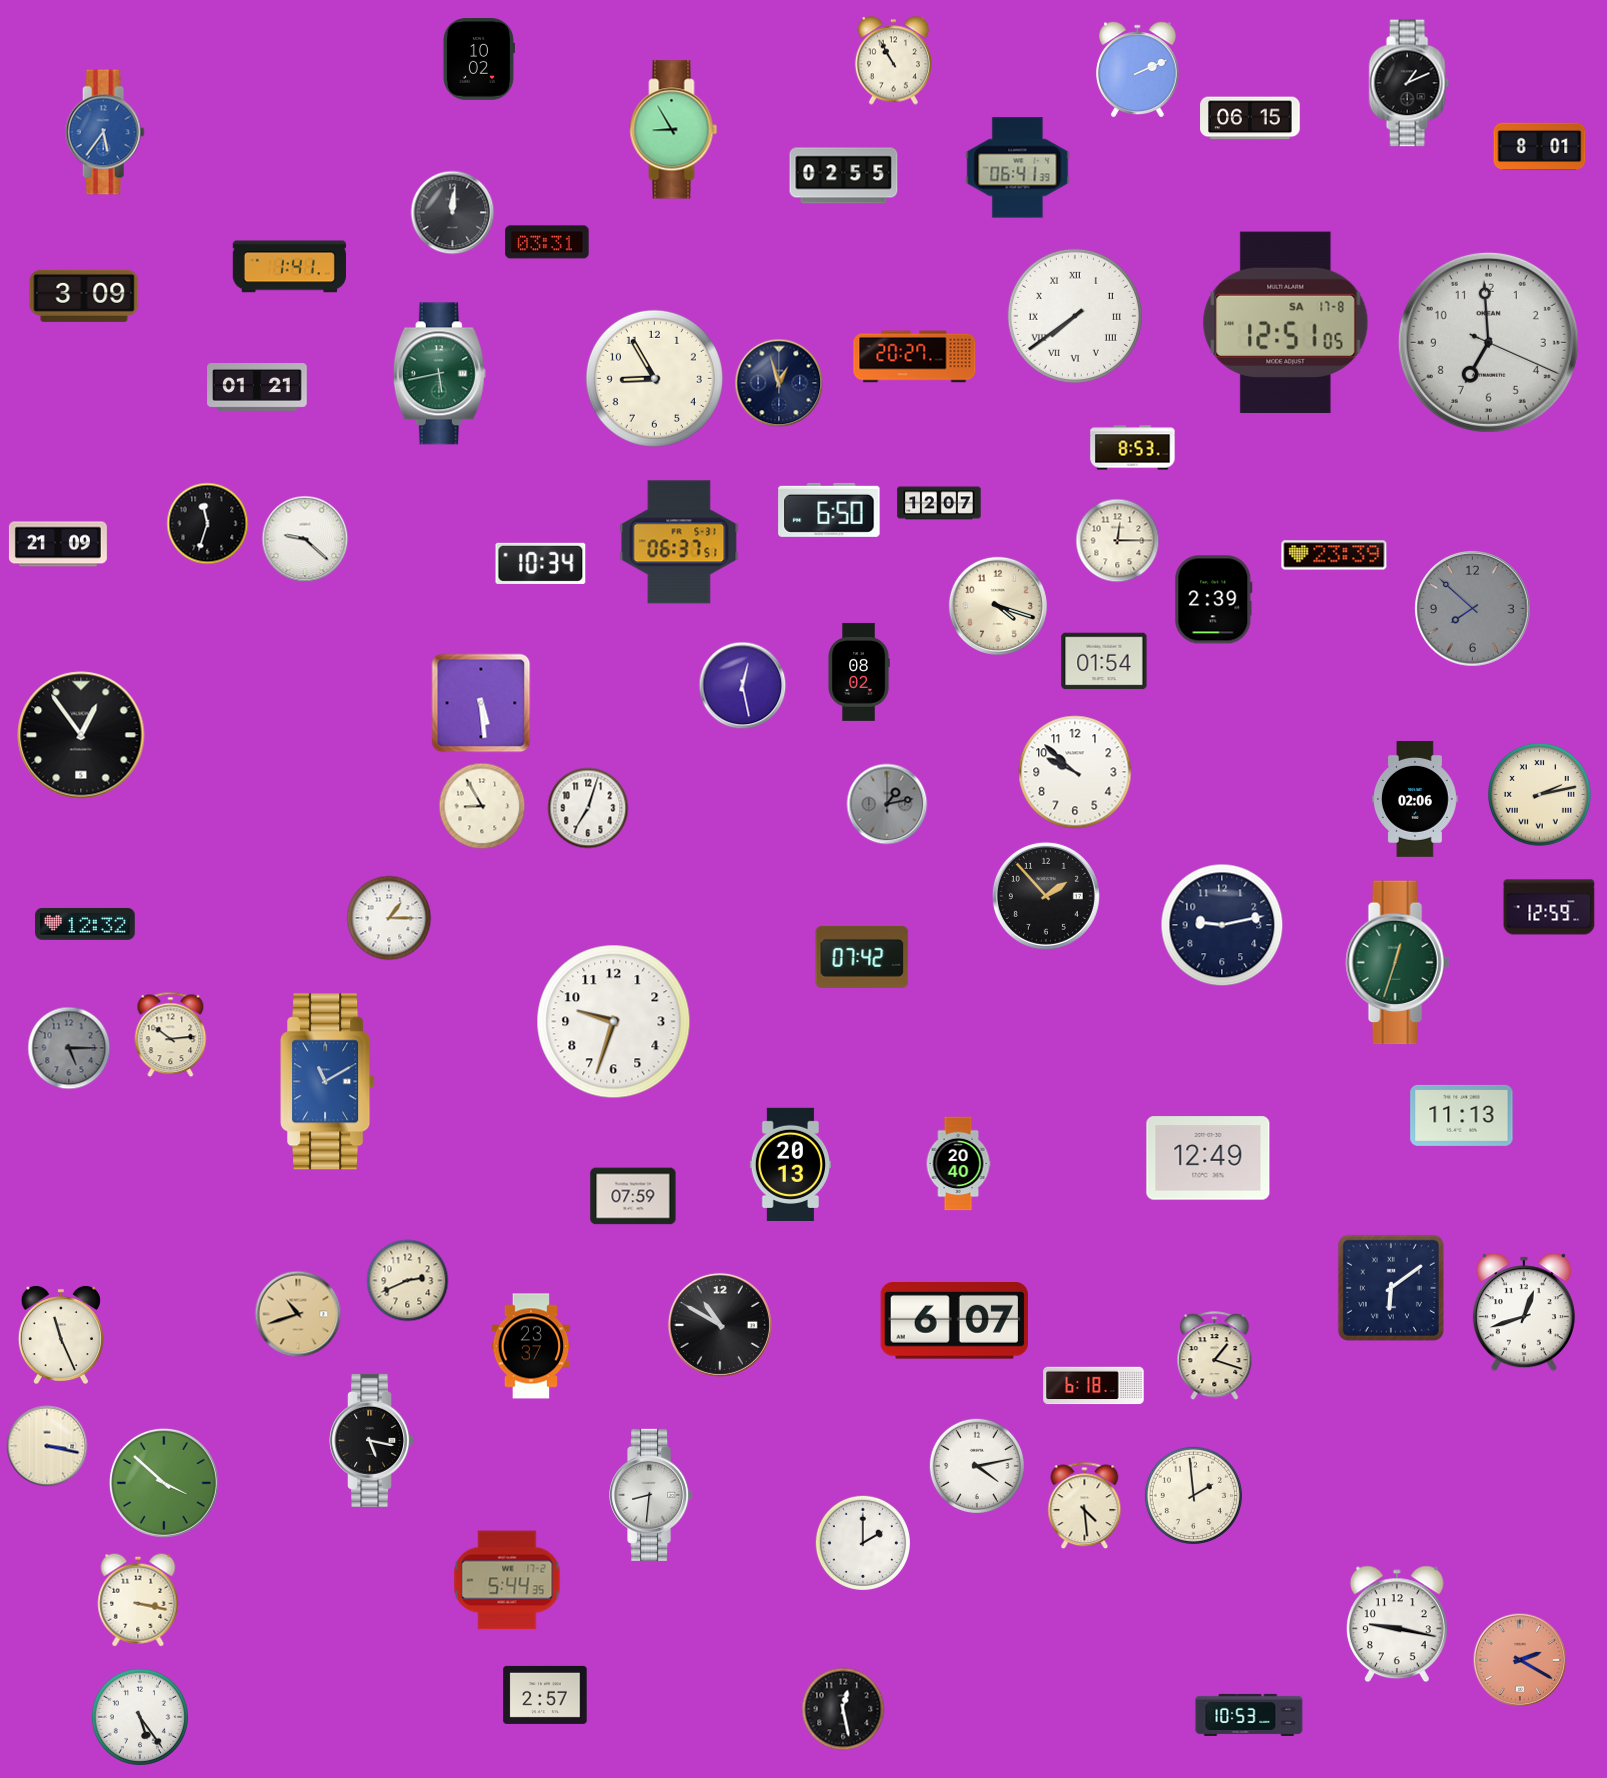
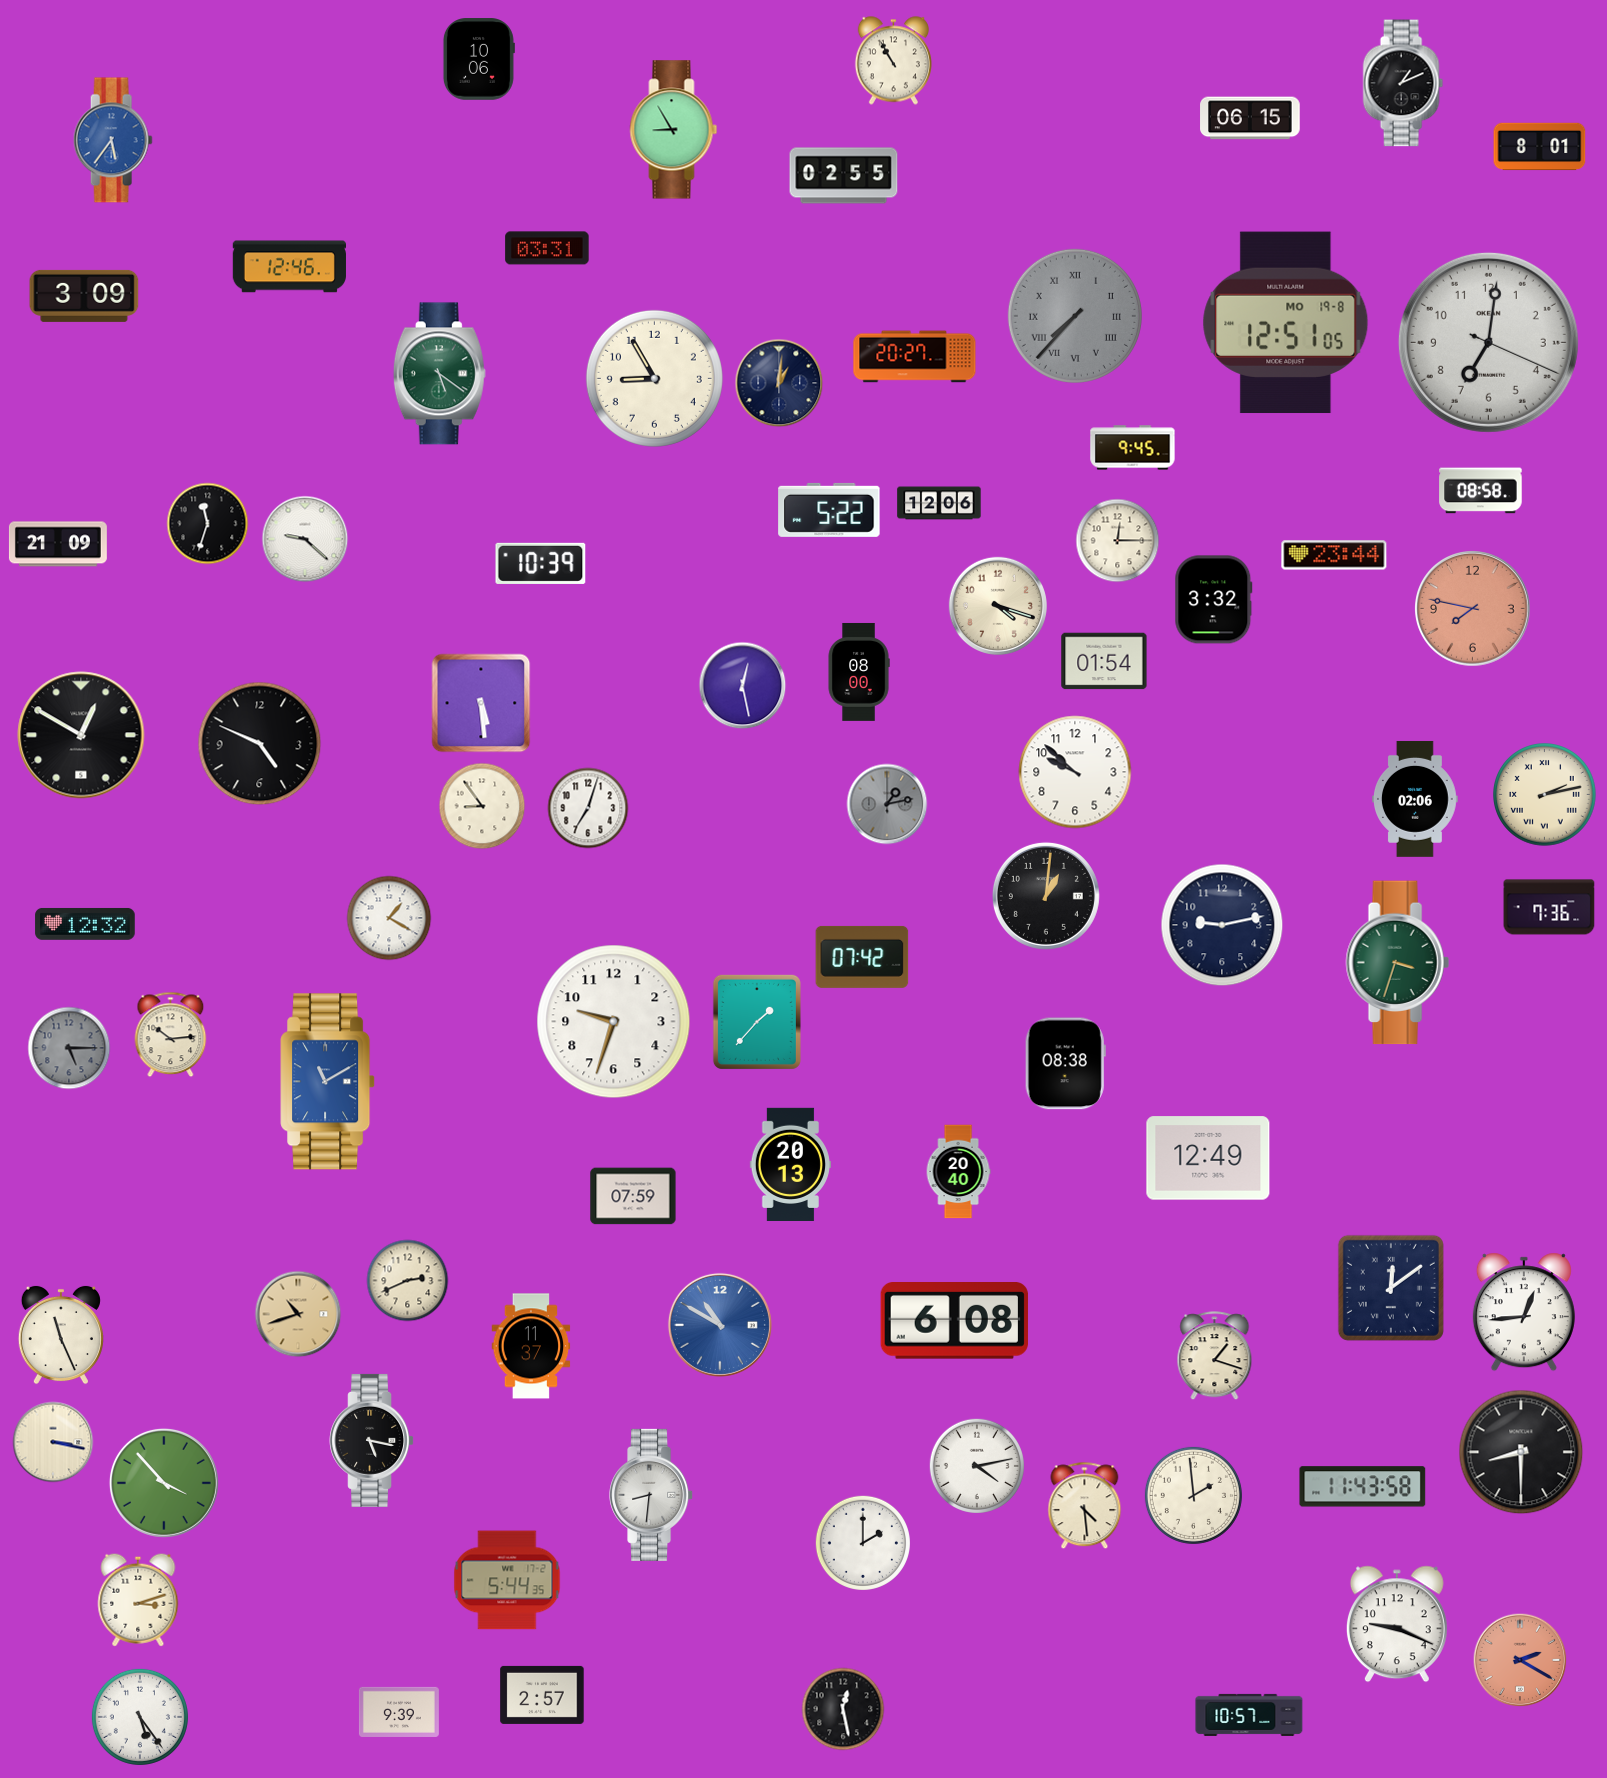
clock at (478, 59): 10:02 -> 10:06
clock at (1138, 70): 2:11 -> none
clock at (1409, 83) position: (1409, 83) -> (1403, 83)
clock at (105, 132) position: (105, 132) -> (113, 140)
clock at (1018, 168): 06:41 -> none
clock at (453, 213): 12:01 -> none
clock at (547, 242) position: (547, 242) -> (547, 248)
clock at (289, 267): 1:41 -> 12:46
clock at (1075, 316): 7:39 -> 7:37
clock at (1075, 316) dial: white -> grey
clock at (1286, 323) date: SA 17-8 -> MO 19-8
clock at (1488, 342): 6:59 -> 7:01
clock at (439, 374): 5:43 -> 5:21
clock at (779, 383): 12:57 -> 1:01
clock at (257, 388): 01:21 -> none
clock at (1133, 448): 8:53 -> 9:45
clock at (1481, 491): none -> 08:58
clock at (939, 503): 12:07 -> 12:06
clock at (829, 510): 6:50 -> 5:22
clock at (679, 542): 06:37 -> none
clock at (1334, 555): 23:39 -> 23:44
clock at (541, 563): 10:34 -> 10:39
clock at (1214, 600): 2:39 -> 3:32
clock at (1473, 609): 7:52 -> 7:47
clock at (1473, 609) dial: grey -> salmon
clock at (859, 672): 08:02 -> 08:00
clock at (81, 735): 12:54 -> 12:50
clock at (260, 744): none -> 4:49
clock at (1540, 795) position: (1540, 795) -> (1545, 795)
clock at (482, 806): 8:55 -> 8:54
clock at (1046, 896): 1:53 -> 1:01
clock at (1549, 907): 12:59 -> 7:36
clock at (389, 918): 1:15 -> 1:20
clock at (1397, 963): 12:33 -> 3:33
clock at (757, 1022): none -> 1:37
clock at (1065, 1064): none -> 08:38
clock at (1462, 1115): 11:13 -> none
clock at (958, 1164) position: (958, 1164) -> (958, 1172)
clock at (1391, 1288): 6:09 -> 12:09
clock at (1524, 1312): 12:42 -> 12:44
clock at (954, 1321): 6:07 -> 6:08
clock at (720, 1325) dial: black -> blue
clock at (531, 1346): 23:37 -> 11:37
clock at (1094, 1386): 6:18 -> none
clock at (47, 1446) position: (47, 1446) -> (53, 1442)
clock at (1521, 1452): none -> 8:30
clock at (164, 1483): 3:52 -> 3:53
clock at (1363, 1487): none -> 11:43
clock at (138, 1600): 3:17 -> 3:12
clock at (1397, 1624): 9:17 -> 9:19
clock at (545, 1695) position: (545, 1695) -> (542, 1695)
clock at (399, 1712): none -> 9:39
clock at (1249, 1715): 10:53 -> 10:57
